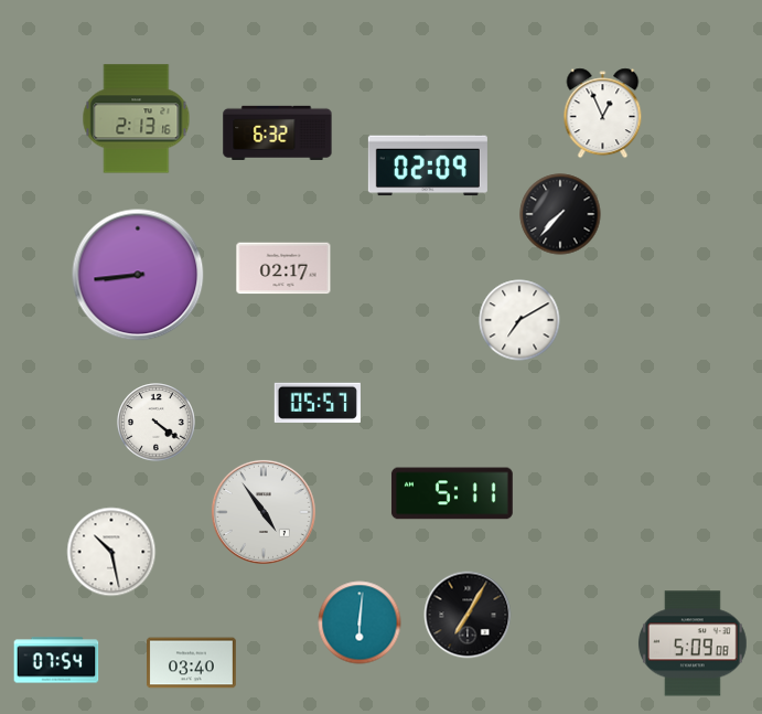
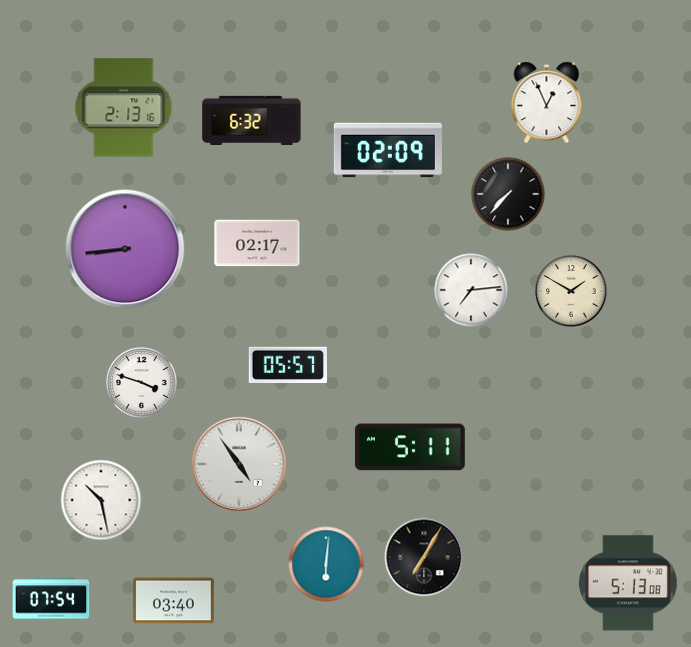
clock at (519, 320): 7:10 -> 7:14
clock at (571, 291): none -> 1:50
clock at (157, 423): 4:21 -> 3:48
clock at (693, 643): 5:09 -> 5:13
